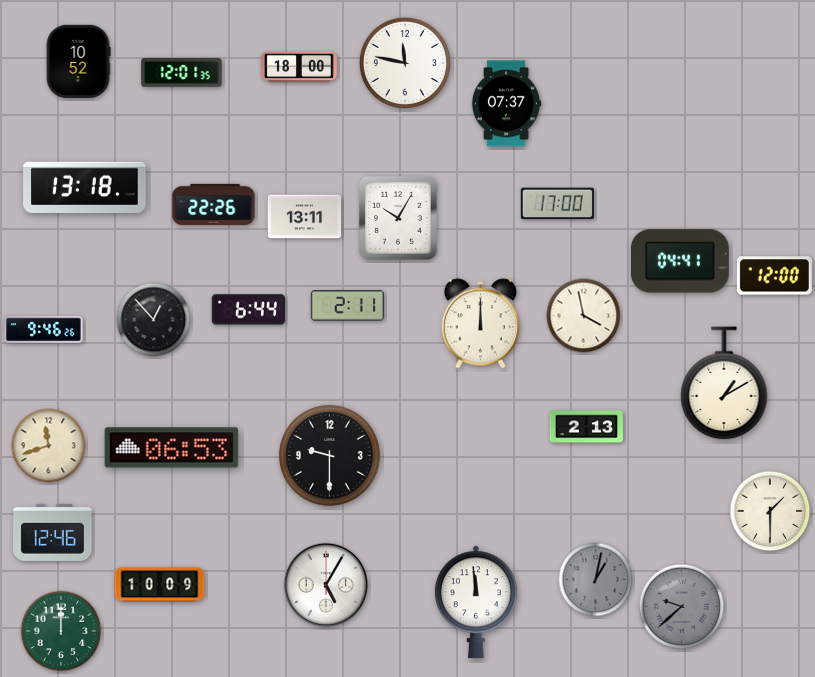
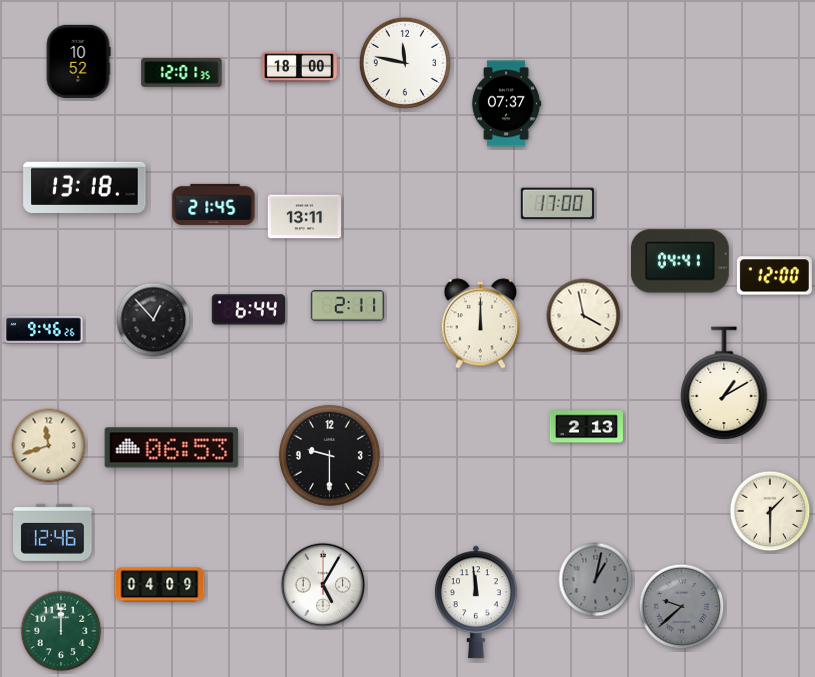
clock at (214, 204): 22:26 -> 21:45
clock at (398, 218): 10:05 -> none
clock at (160, 585): 10:09 -> 04:09
clock at (326, 585) position: (326, 585) -> (323, 585)
